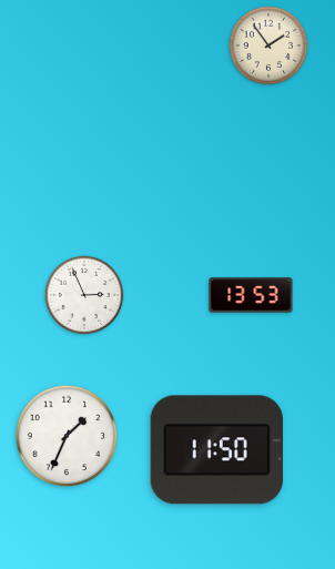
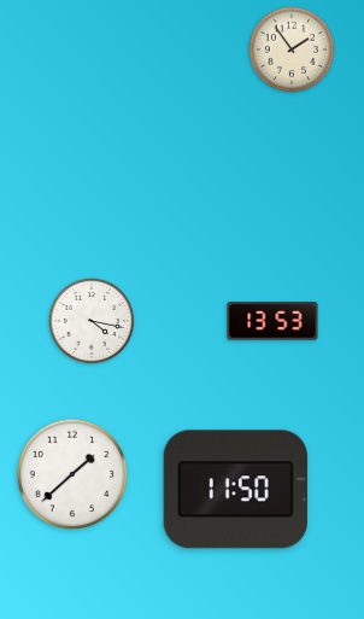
clock at (84, 295): 2:56 -> 4:17
clock at (67, 436): 1:34 -> 1:38
